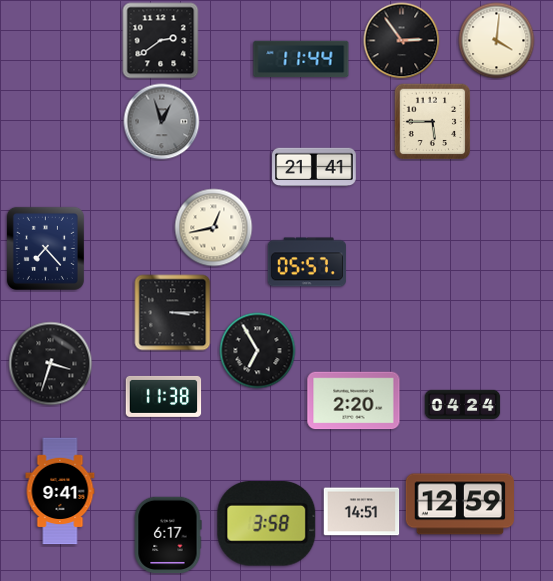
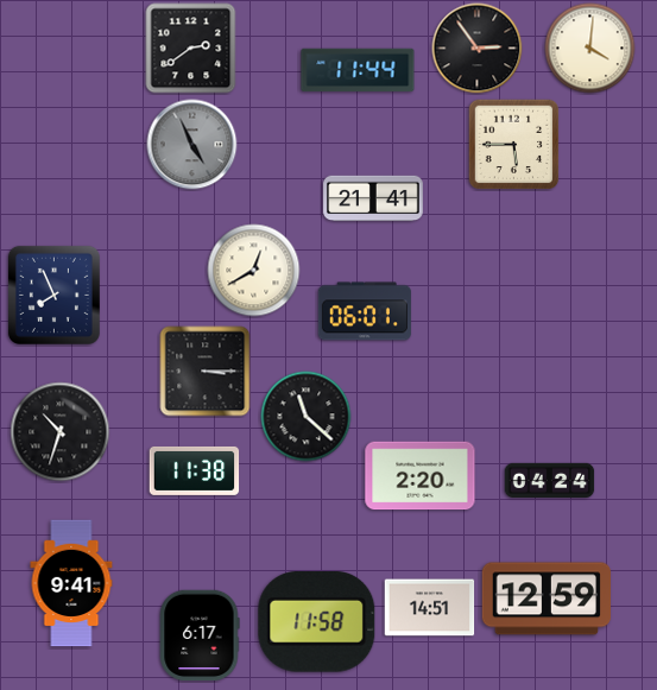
clock at (162, 122): 12:57 -> 4:56
clock at (214, 228): 12:43 -> 12:40
clock at (45, 248): 7:23 -> 7:56
clock at (307, 262): 05:57 -> 06:01
clock at (258, 351): 6:55 -> 11:22
clock at (51, 364): 3:33 -> 10:33
clock at (267, 524): 3:58 -> 11:58
